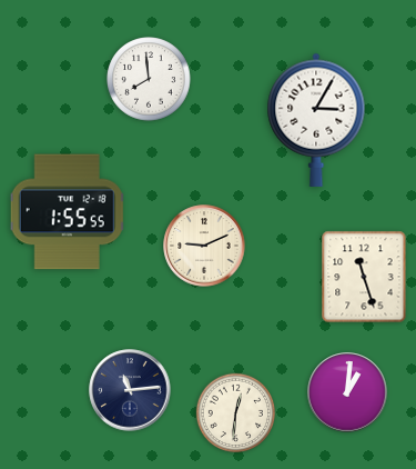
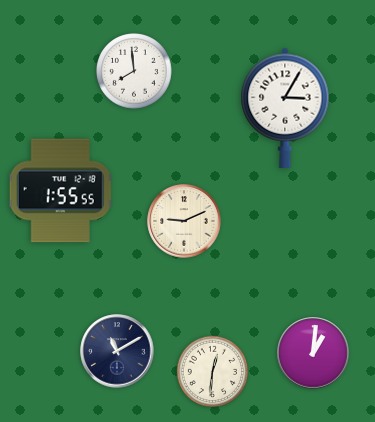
clock at (364, 277): 11:27 -> none
clock at (130, 390): 11:14 -> 11:10
